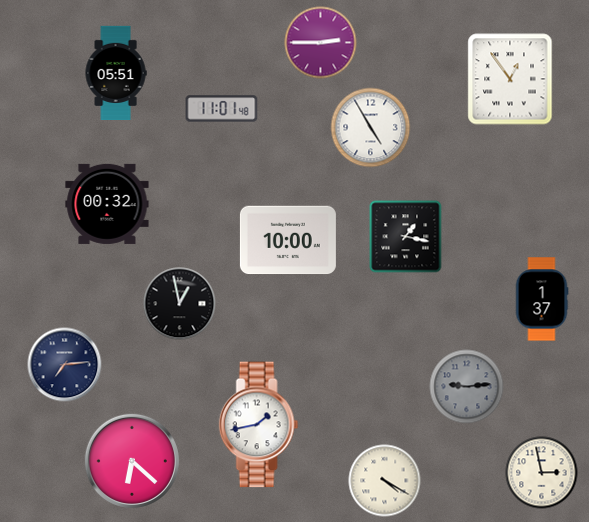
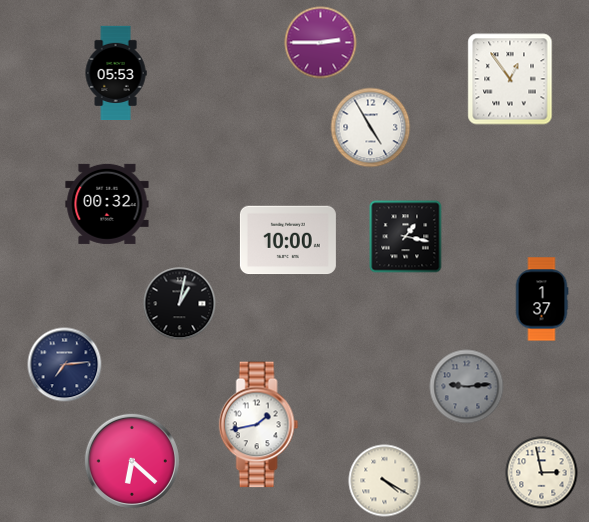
clock at (116, 72): 05:51 -> 05:53
clock at (222, 109): 11:01 -> none
clock at (180, 304): 12:58 -> 1:02
